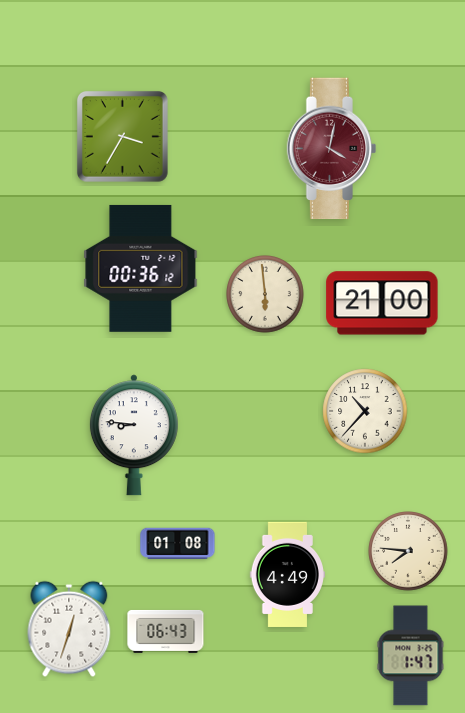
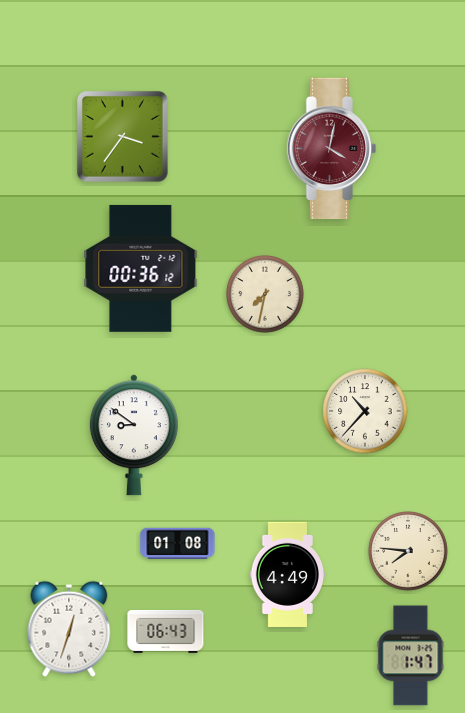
clock at (122, 136): 3:35 -> 3:36
clock at (266, 295): 5:59 -> 7:32
clock at (382, 303): 21:00 -> none
clock at (134, 435): 8:46 -> 8:51
